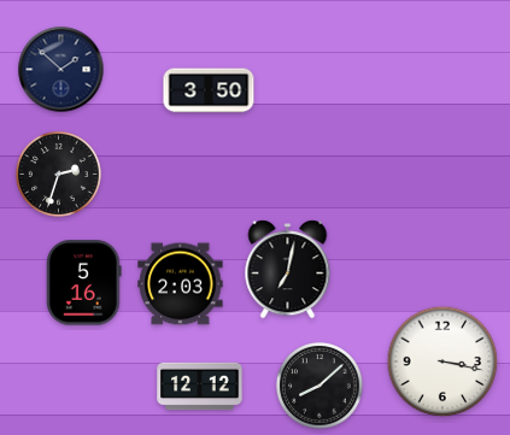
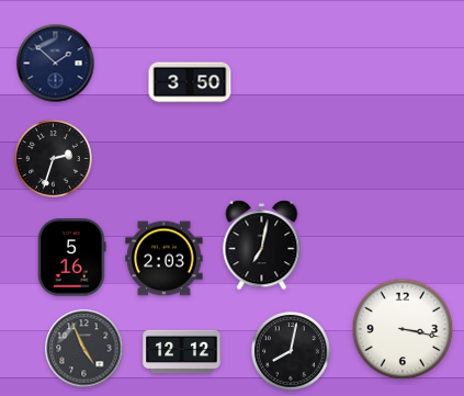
clock at (84, 283) position: (84, 283) -> (72, 258)
clock at (84, 349): none -> 4:56
clock at (321, 387): 8:08 -> 8:02
